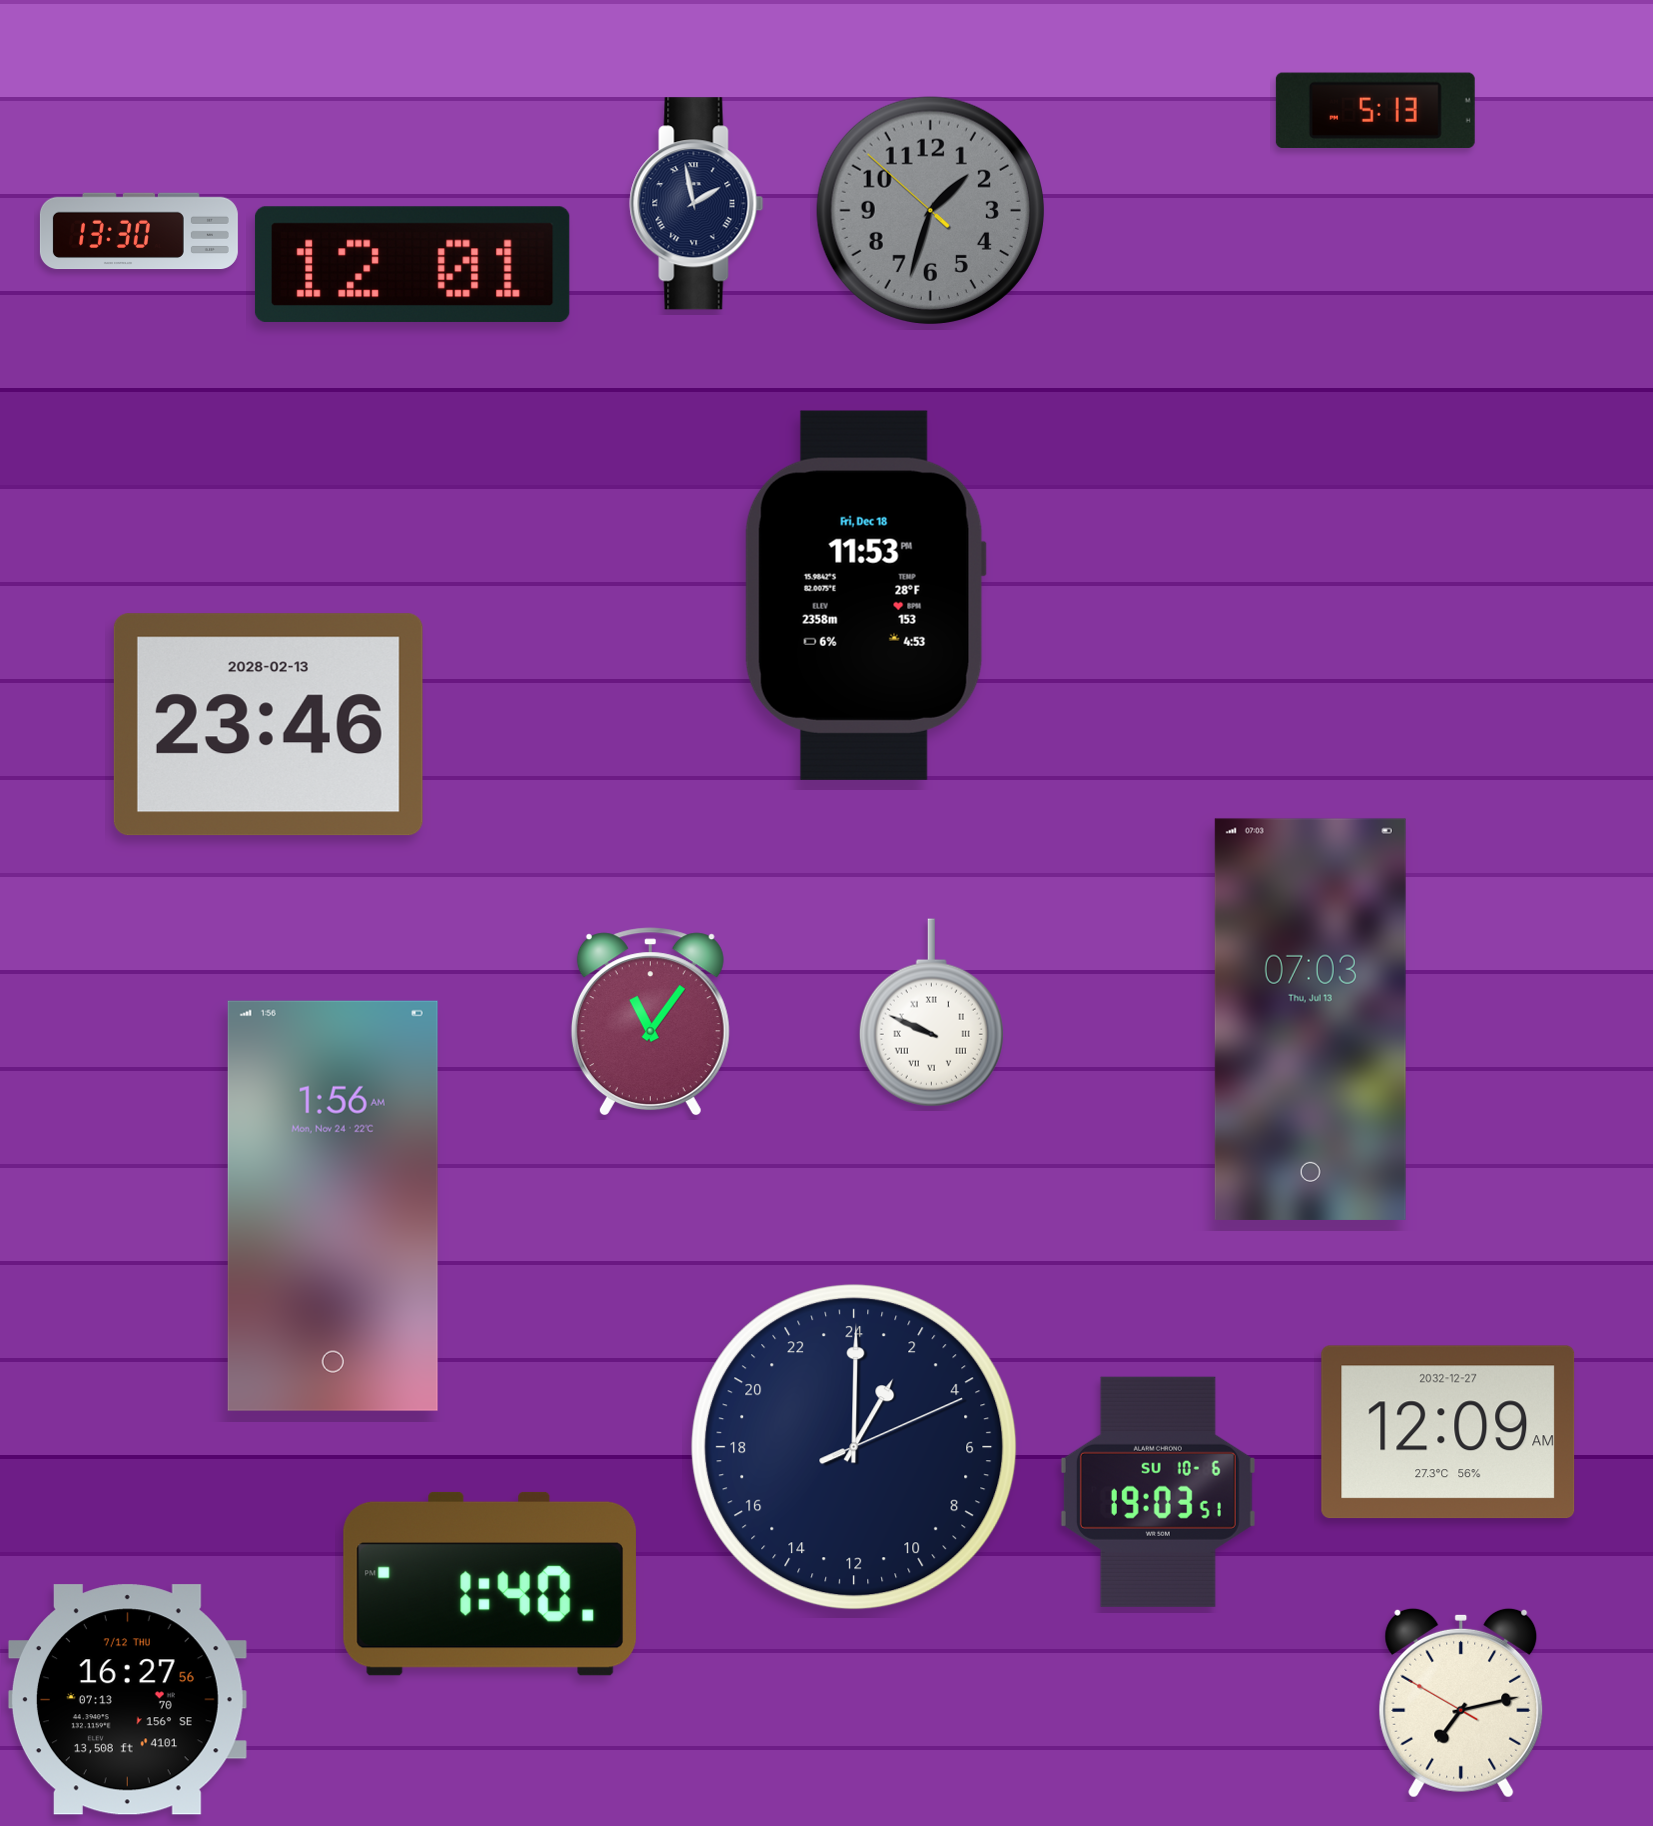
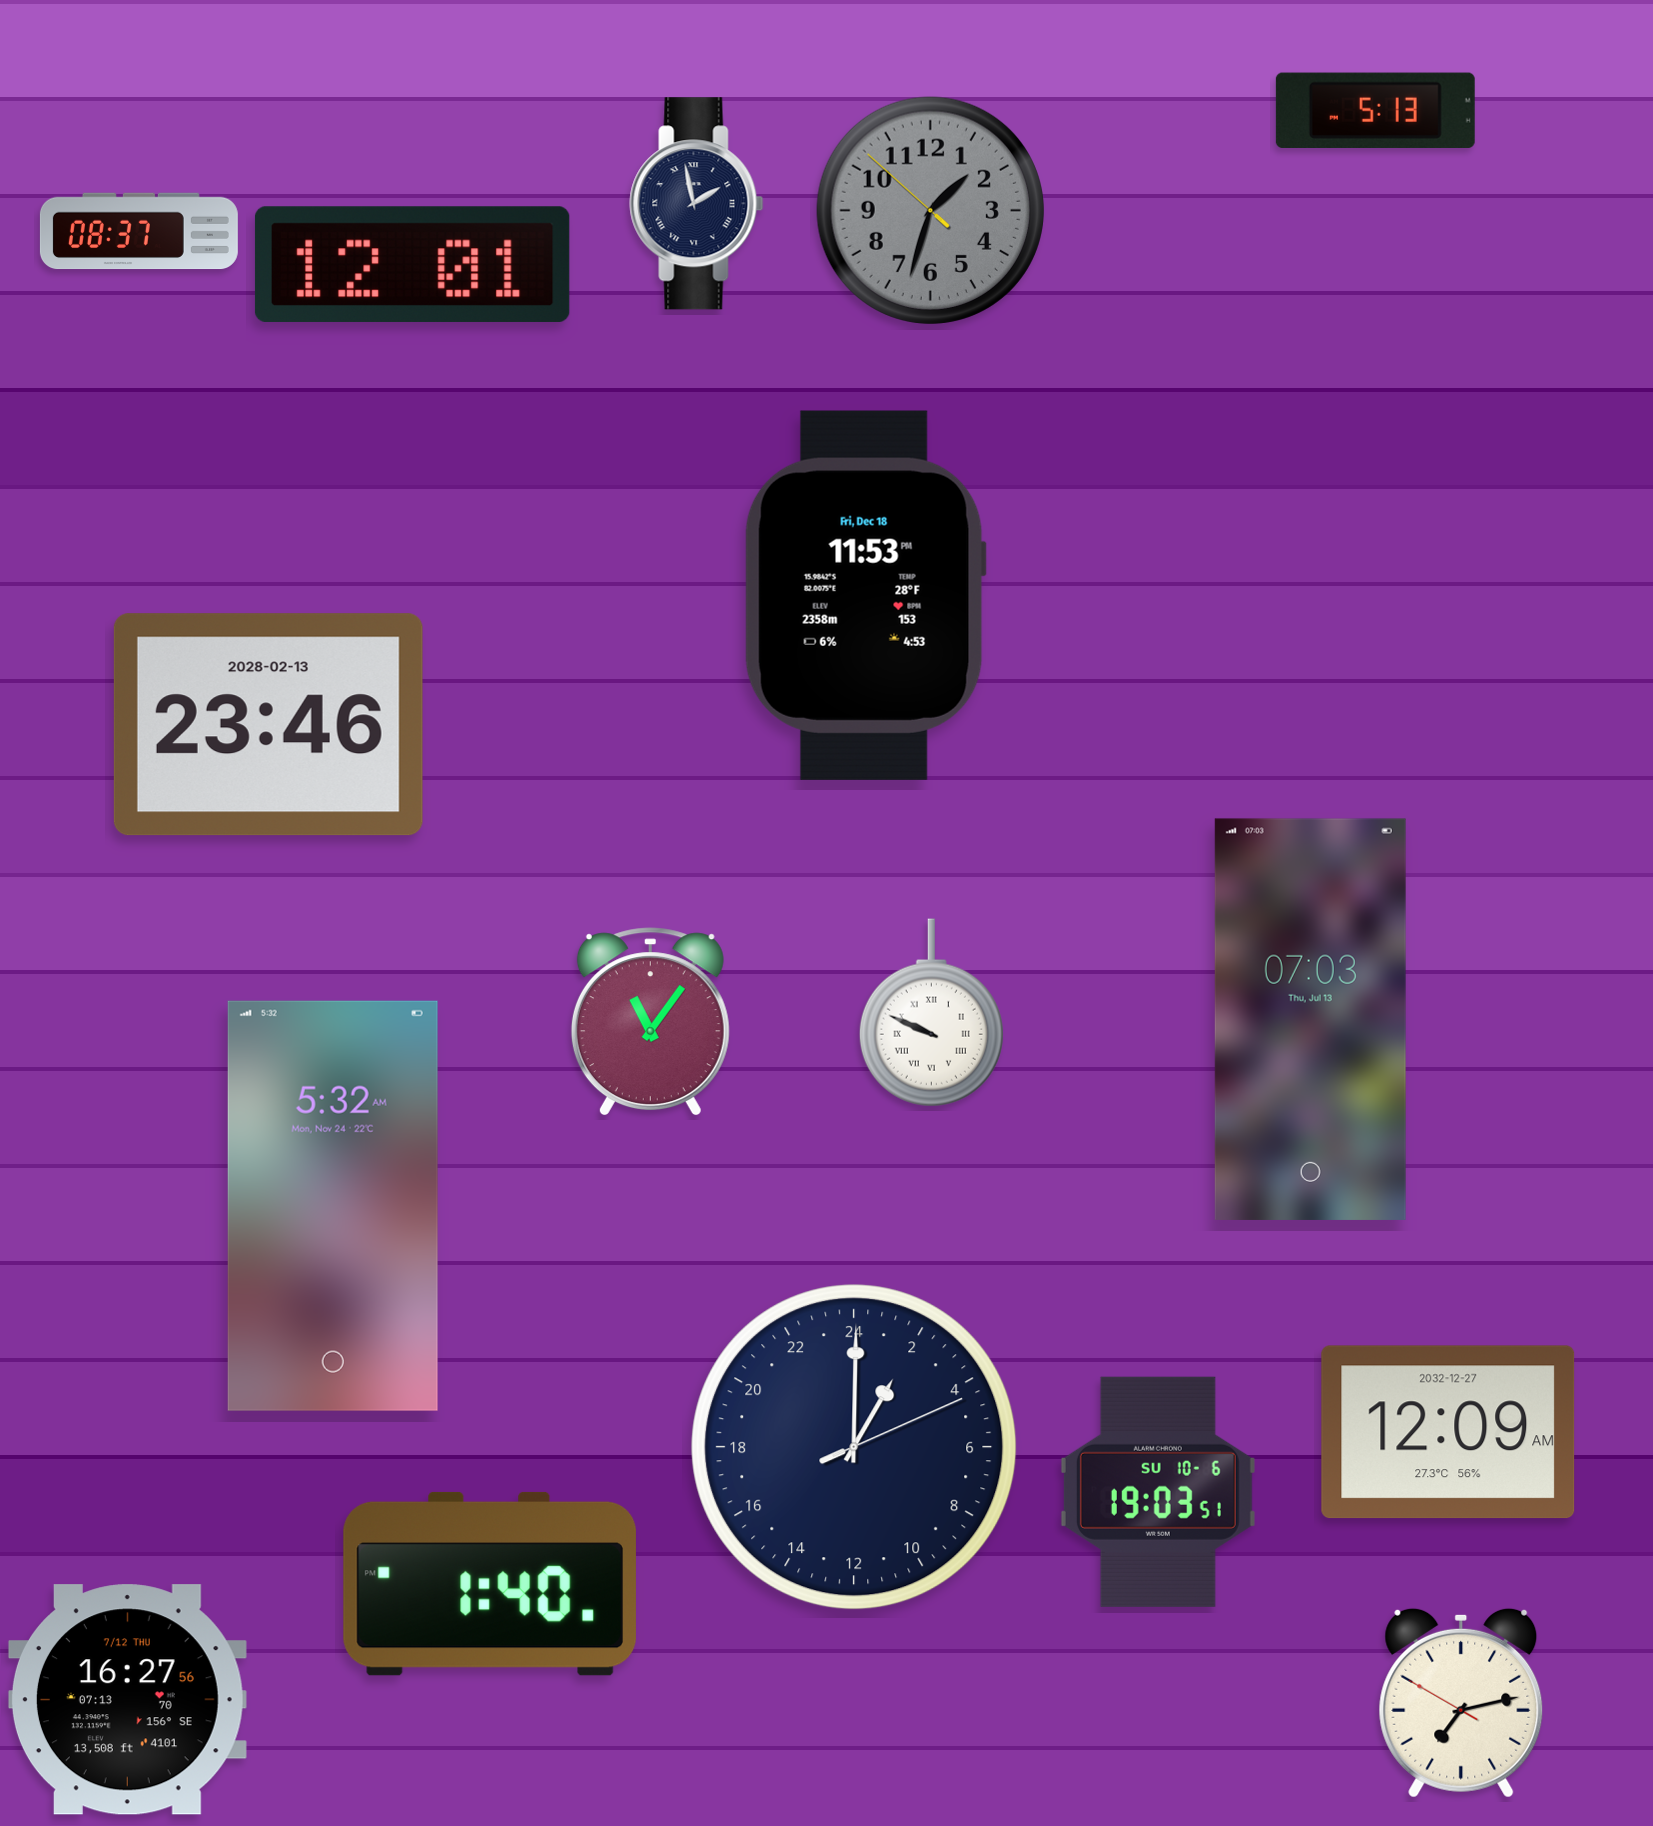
clock at (139, 231): 13:30 -> 08:37
clock at (333, 1206): 1:56 -> 5:32
